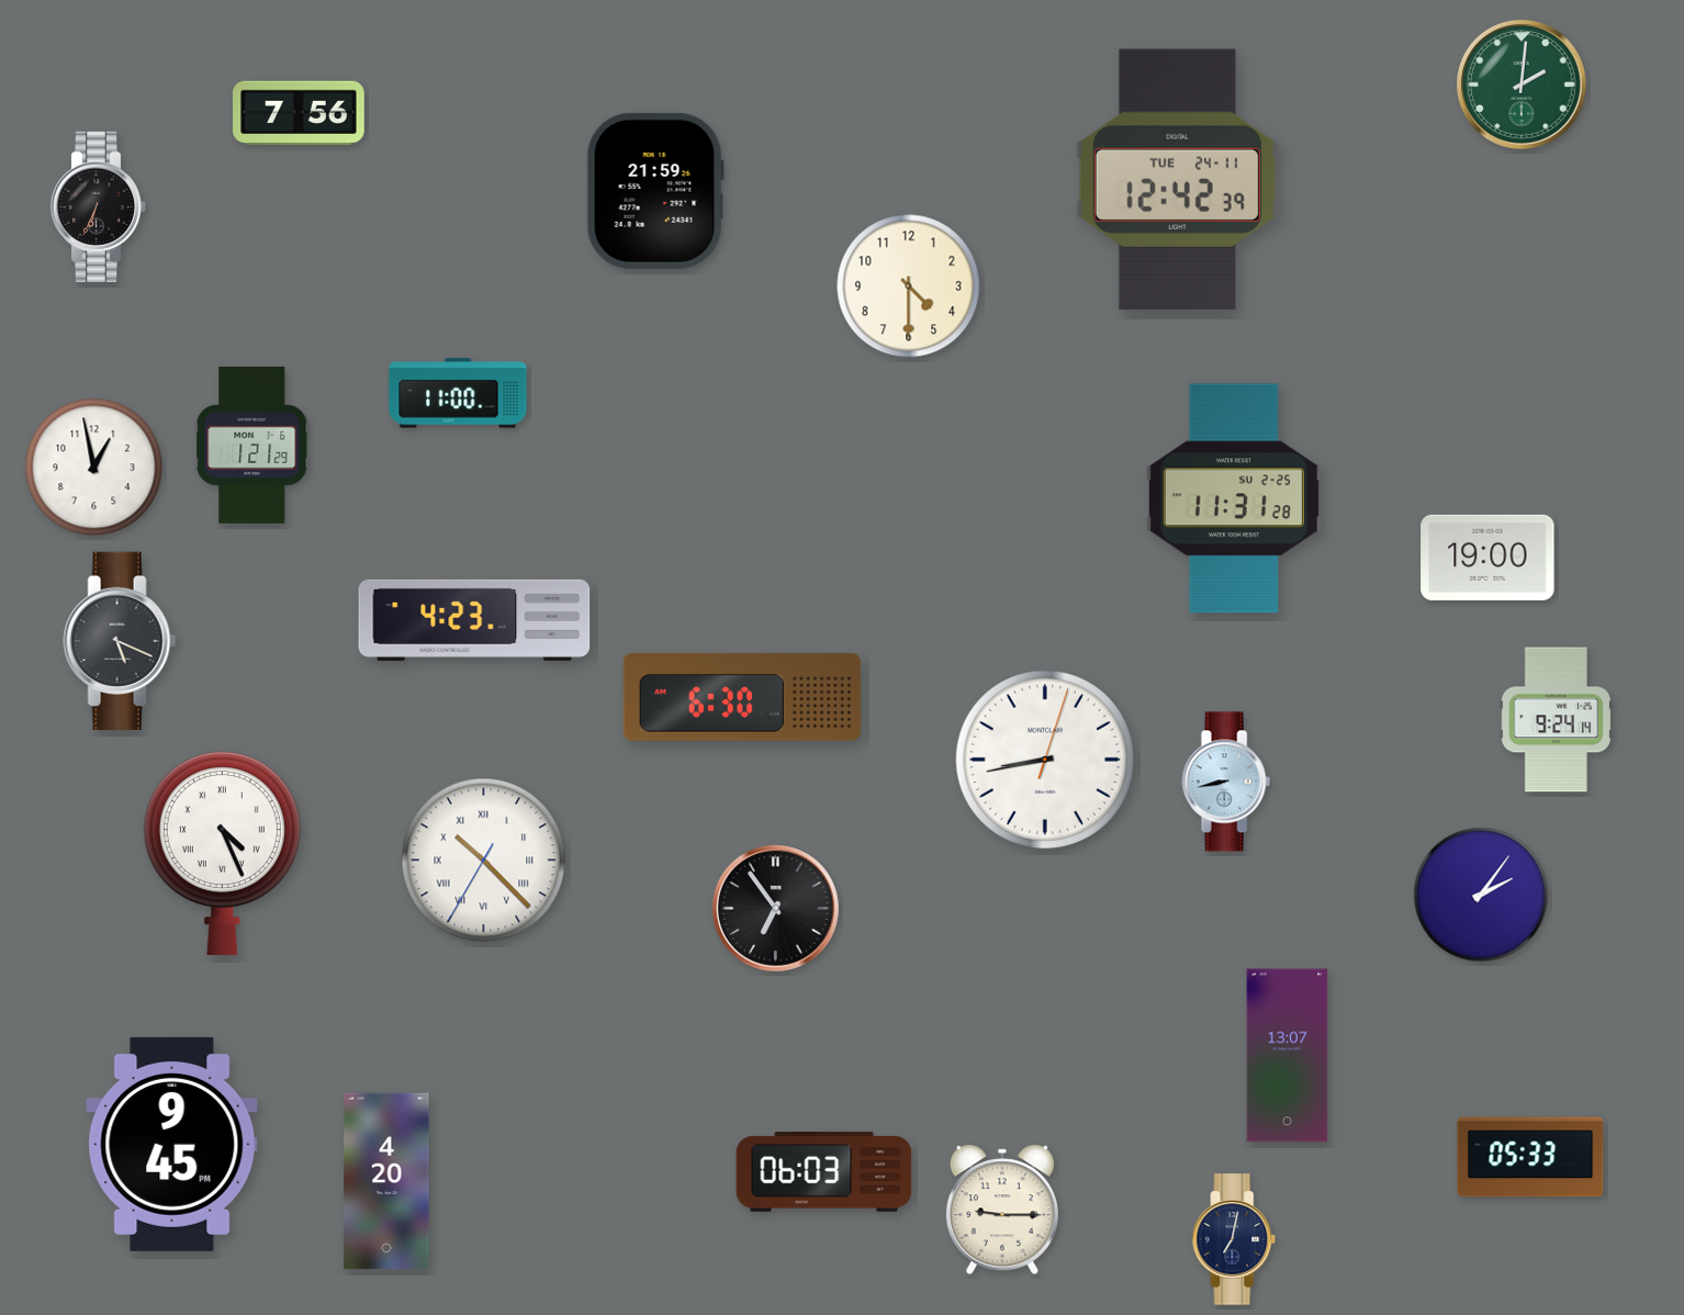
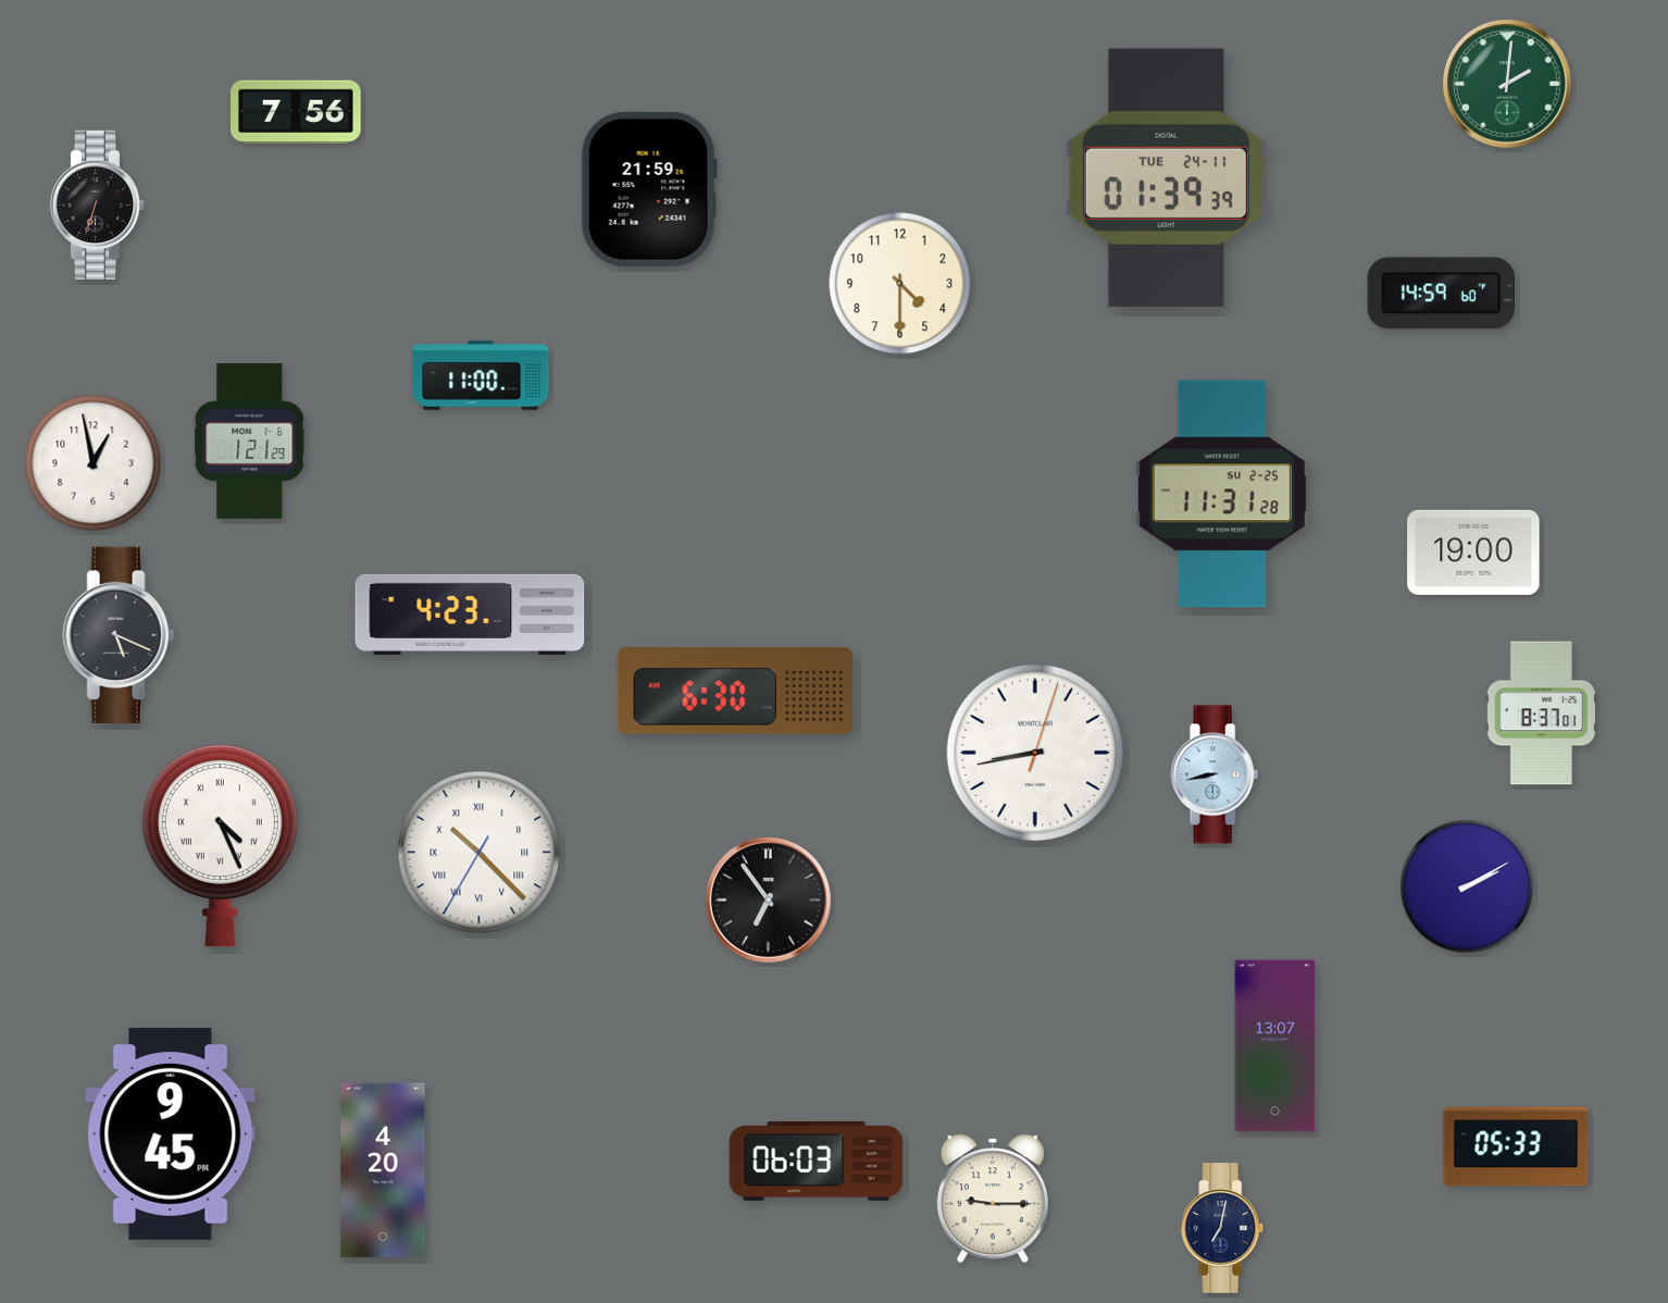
clock at (1177, 179): 12:42 -> 01:39
clock at (99, 206): 6:34 -> 6:33
clock at (1441, 294): none -> 14:59
clock at (458, 393) position: (458, 393) -> (481, 375)
clock at (1556, 720): 9:24 -> 8:37
clock at (1481, 895): 2:06 -> 2:10
